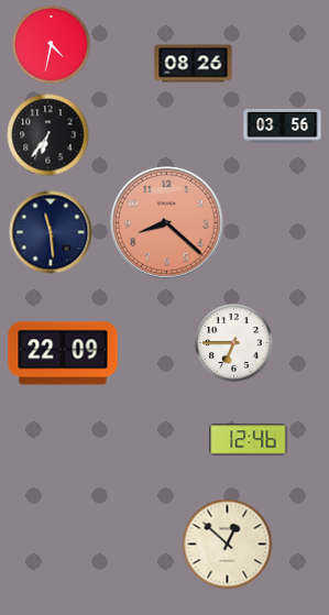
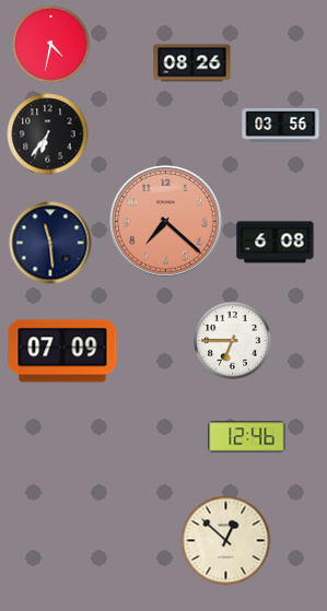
clock at (167, 223): 8:22 -> 7:22
clock at (51, 232) position: (51, 232) -> (50, 243)
clock at (276, 243): none -> 6:08
clock at (63, 353): 22:09 -> 07:09
